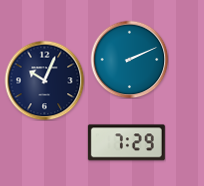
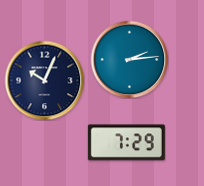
clock at (129, 59): 2:11 -> 2:14
